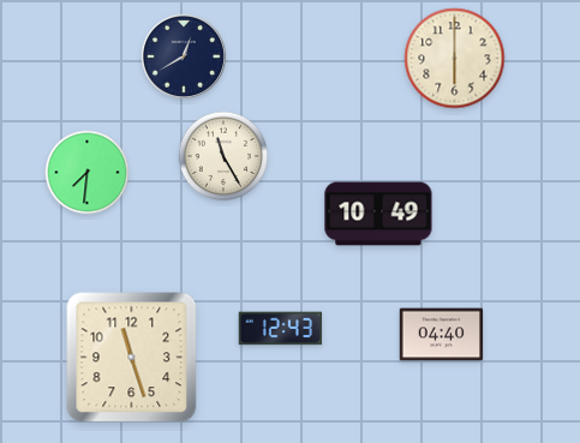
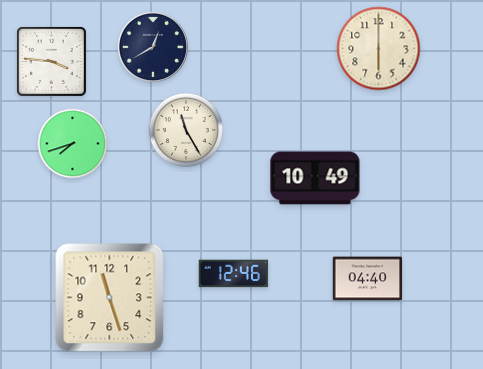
clock at (51, 61): none -> 3:46
clock at (88, 173): 7:31 -> 7:42
clock at (281, 329): 12:43 -> 12:46
